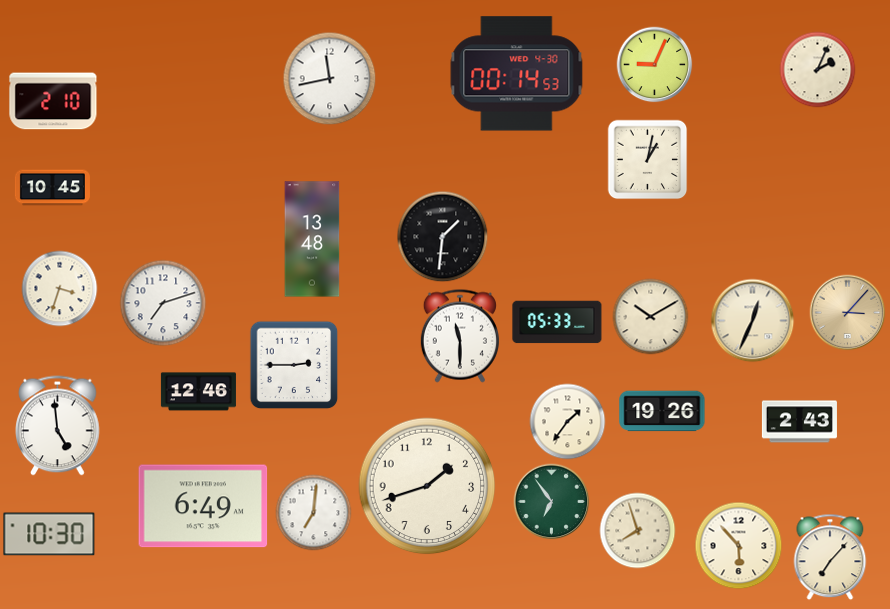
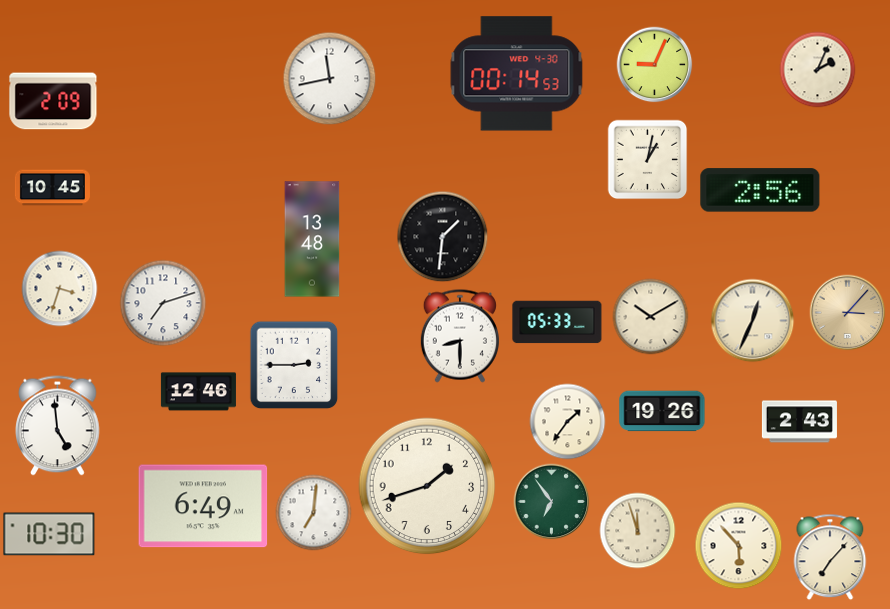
clock at (53, 101): 2:10 -> 2:09
clock at (760, 190): none -> 2:56
clock at (460, 336): 11:30 -> 8:30
clock at (638, 531): 7:57 -> 11:57
